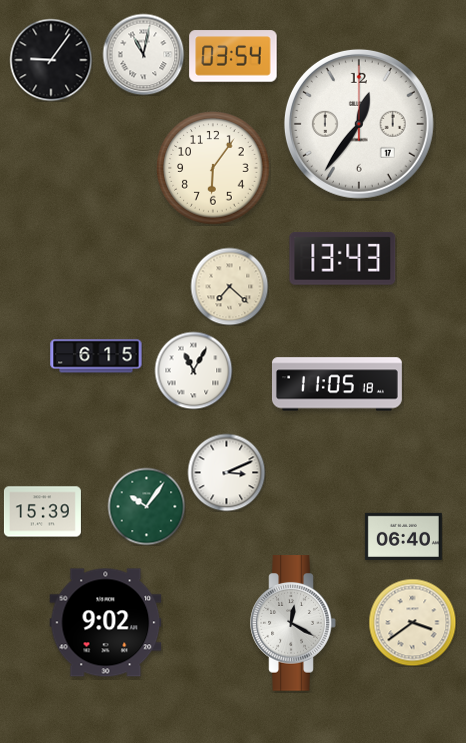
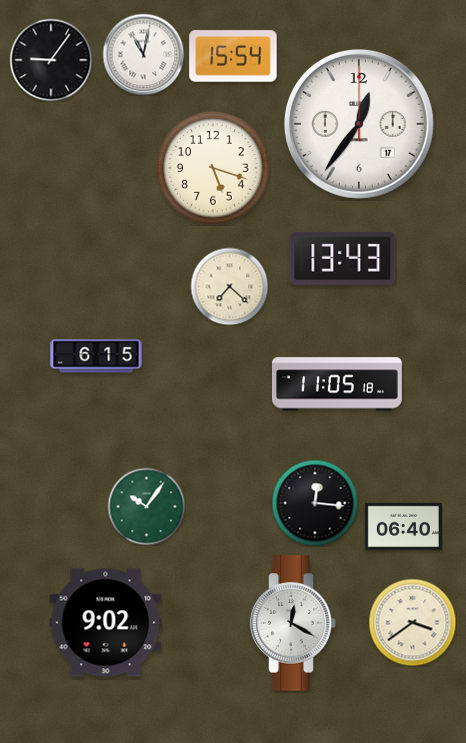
clock at (233, 56): 03:54 -> 15:54
clock at (213, 168): 6:06 -> 5:18
clock at (193, 370): 11:05 -> none
clock at (226, 472): 3:11 -> none
clock at (315, 503): none -> 12:16
clock at (42, 512): 15:39 -> none
clock at (403, 536) position: (403, 536) -> (403, 526)
